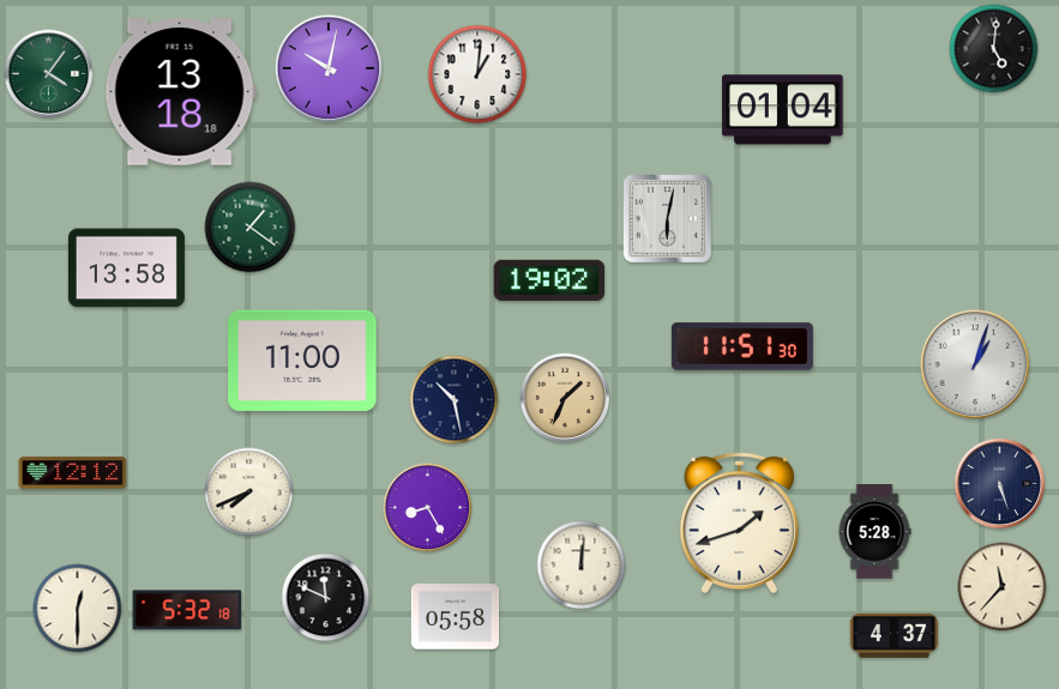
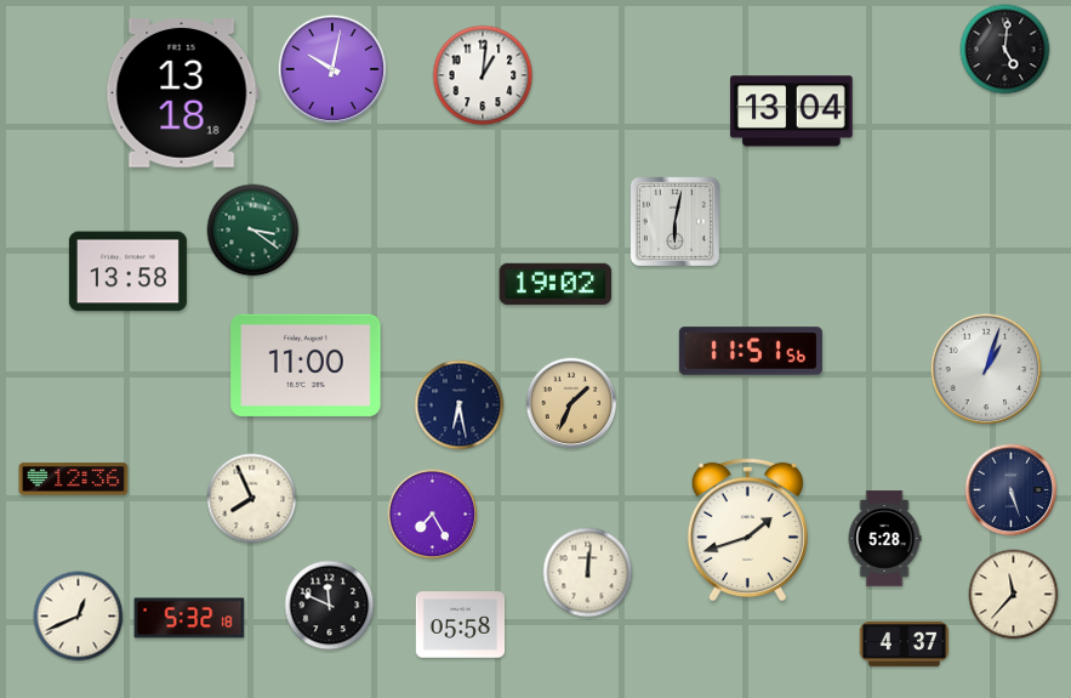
clock at (49, 74): 4:06 -> none
clock at (783, 110): 01:04 -> 13:04
clock at (251, 228): 1:21 -> 3:21
clock at (742, 346): 11:51:30 -> 11:51:56
clock at (455, 400): 10:28 -> 6:28
clock at (73, 473): 12:12 -> 12:36
clock at (249, 492): 7:41 -> 7:56
clock at (428, 508): 8:25 -> 7:25
clock at (78, 609): 12:30 -> 12:41
